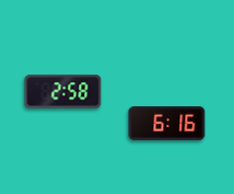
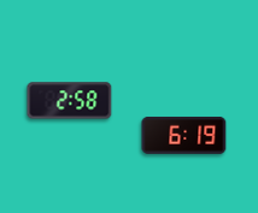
clock at (167, 123): 6:16 -> 6:19
